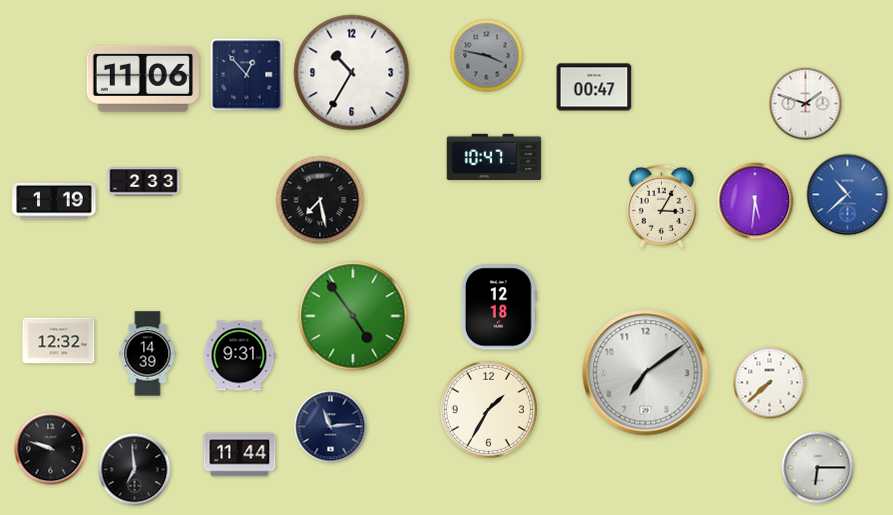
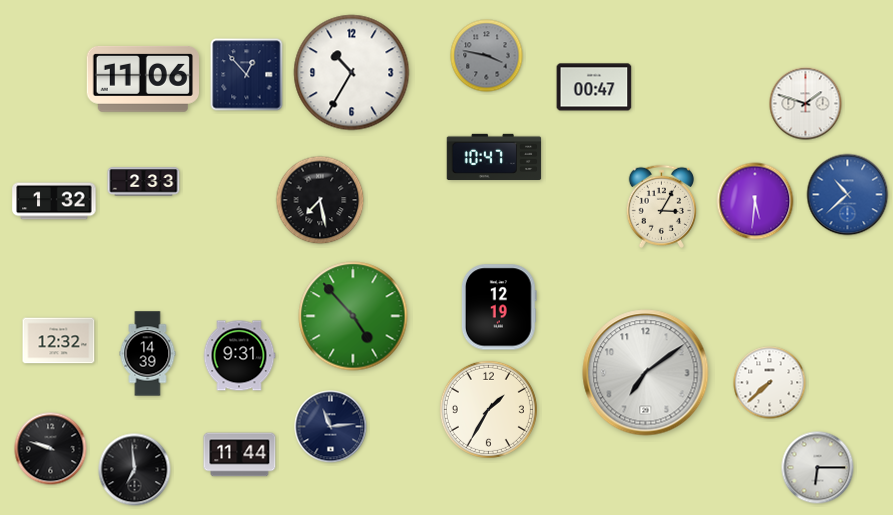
clock at (54, 201): 1:19 -> 1:32
clock at (499, 307): 12:18 -> 12:19
clock at (353, 316): 4:54 -> 4:53
